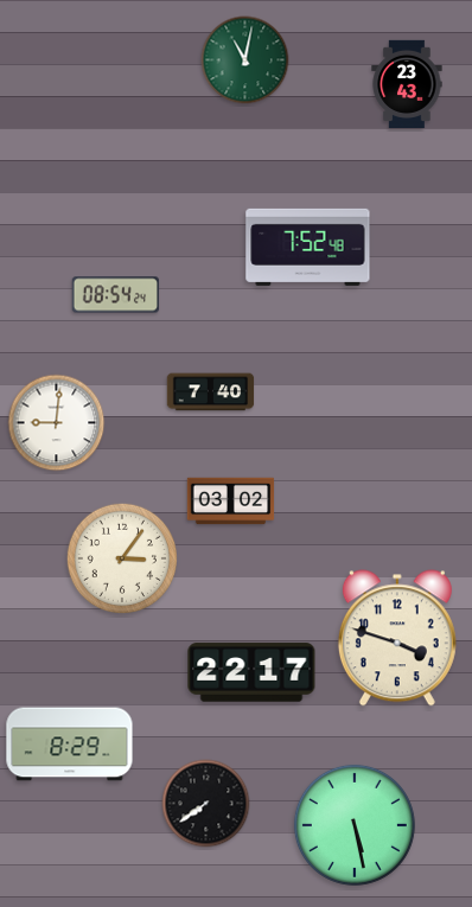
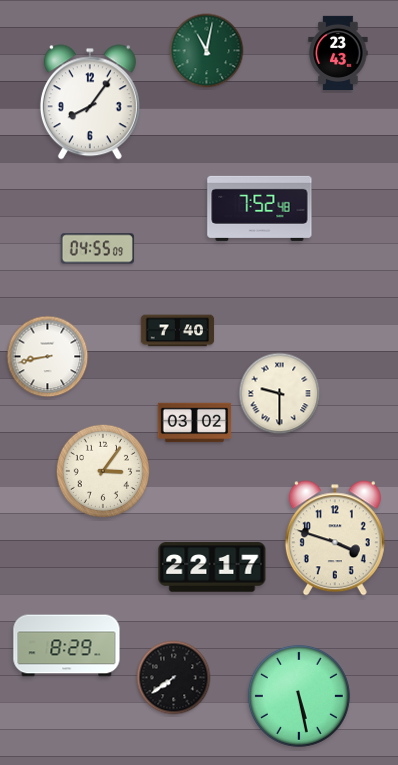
clock at (407, 83) position: (407, 83) -> (338, 52)
clock at (90, 102): none -> 8:06
clock at (116, 295): 08:54 -> 04:55
clock at (57, 423): 9:01 -> 8:43
clock at (280, 394): none -> 9:30
clock at (70, 745) position: (70, 745) -> (67, 646)
